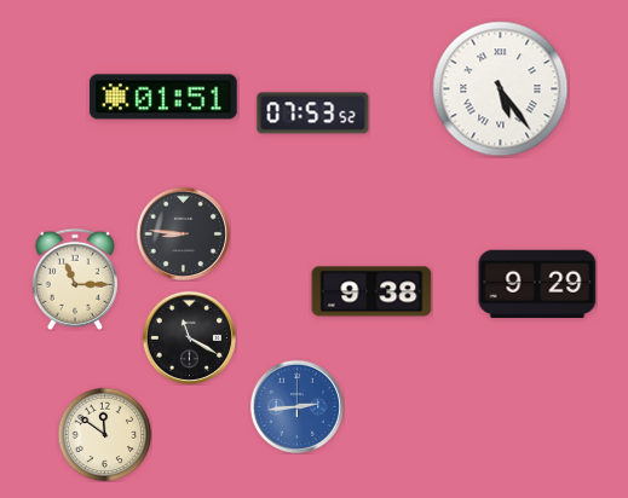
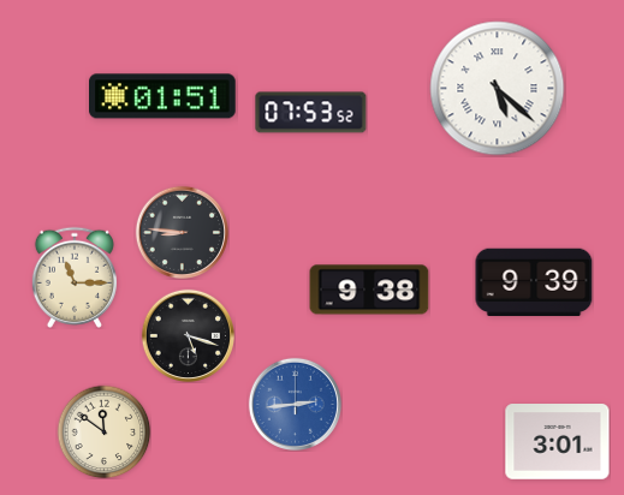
clock at (501, 89): 5:24 -> 5:22
clock at (537, 283): 9:29 -> 9:39
clock at (189, 337): 11:20 -> 5:18
clock at (558, 442): none -> 3:01
